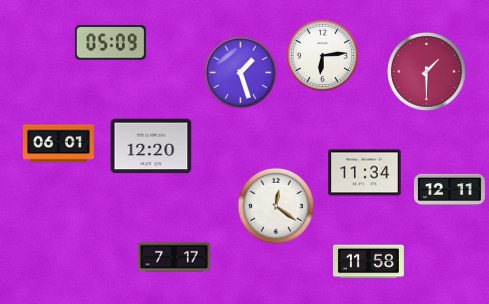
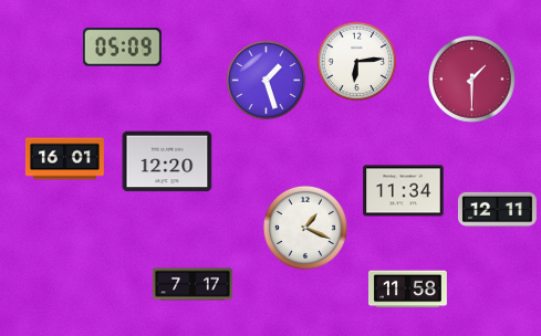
clock at (59, 144): 06:01 -> 16:01
clock at (276, 206): 12:21 -> 1:19
